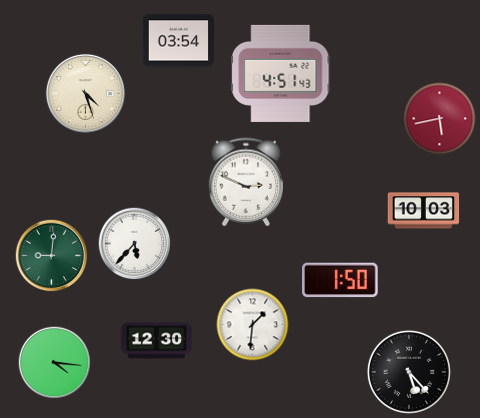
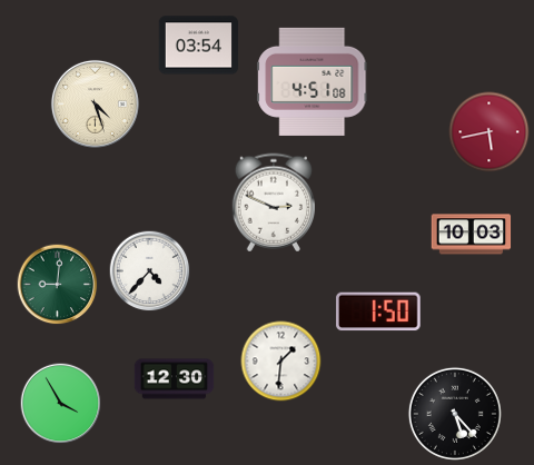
clock at (281, 73): 4:51:43 -> 4:51:08
clock at (135, 244): 5:37 -> 4:37
clock at (55, 363): 4:16 -> 3:55
